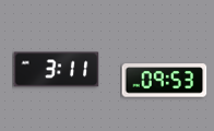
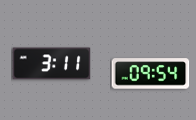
clock at (164, 81): 09:53 -> 09:54
